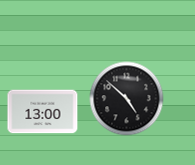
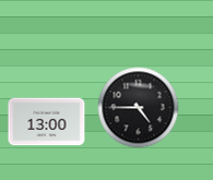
clock at (127, 99): 4:52 -> 4:45
